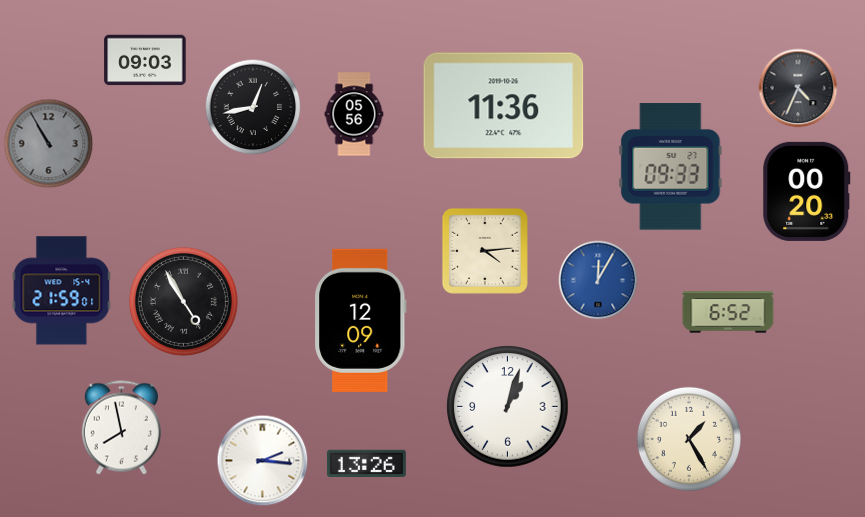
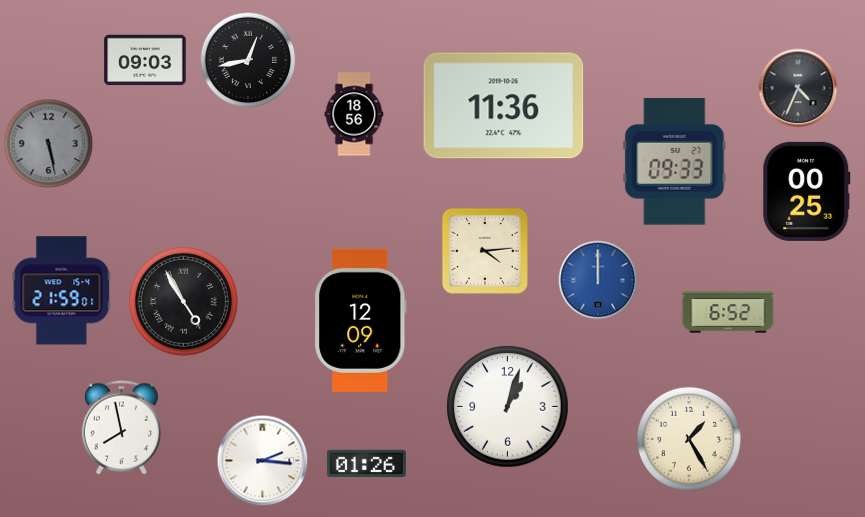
clock at (253, 107) position: (253, 107) -> (248, 60)
clock at (354, 114): 05:56 -> 18:56
clock at (49, 144): 10:55 -> 5:28
clock at (671, 167) position: (671, 167) -> (675, 162)
clock at (807, 191): 00:20 -> 00:25
clock at (598, 280): 12:05 -> 12:00
clock at (366, 464): 13:26 -> 01:26
